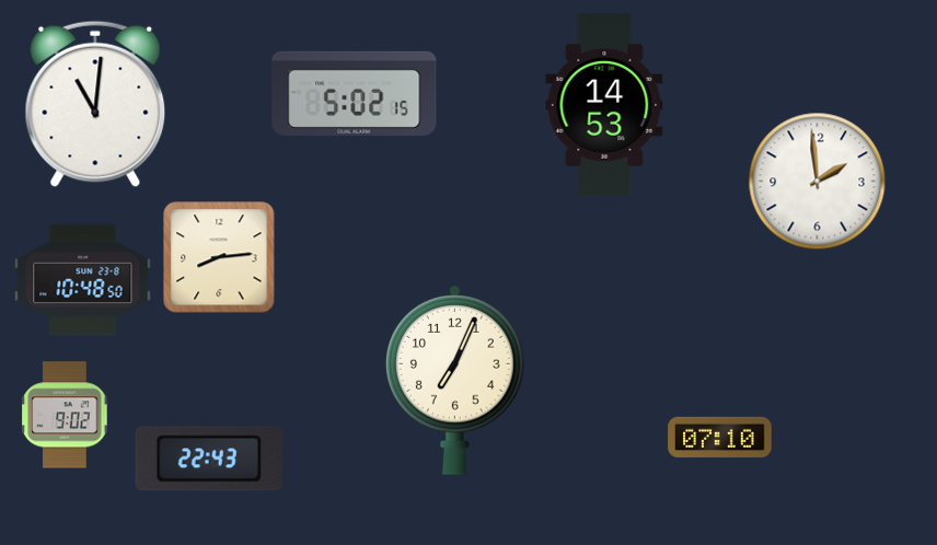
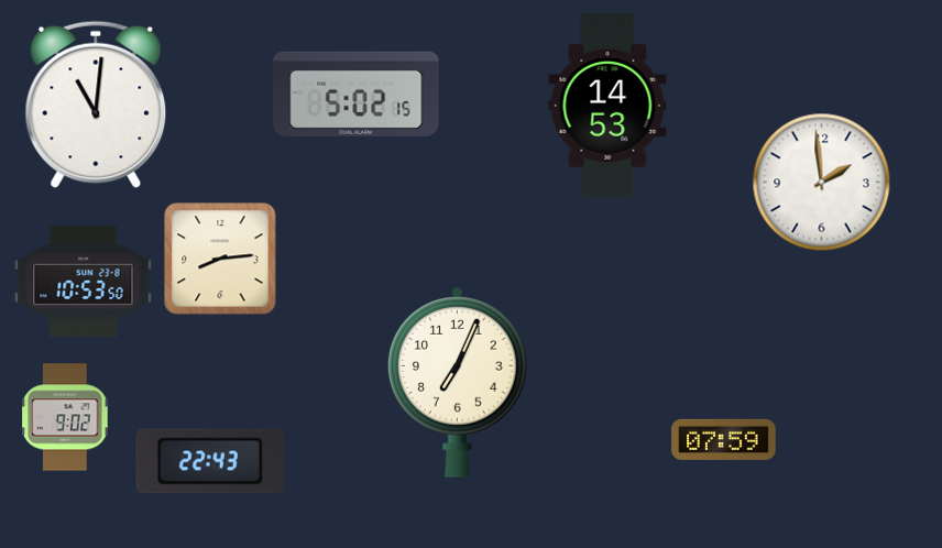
clock at (83, 280): 10:48 -> 10:53
clock at (720, 437): 07:10 -> 07:59
